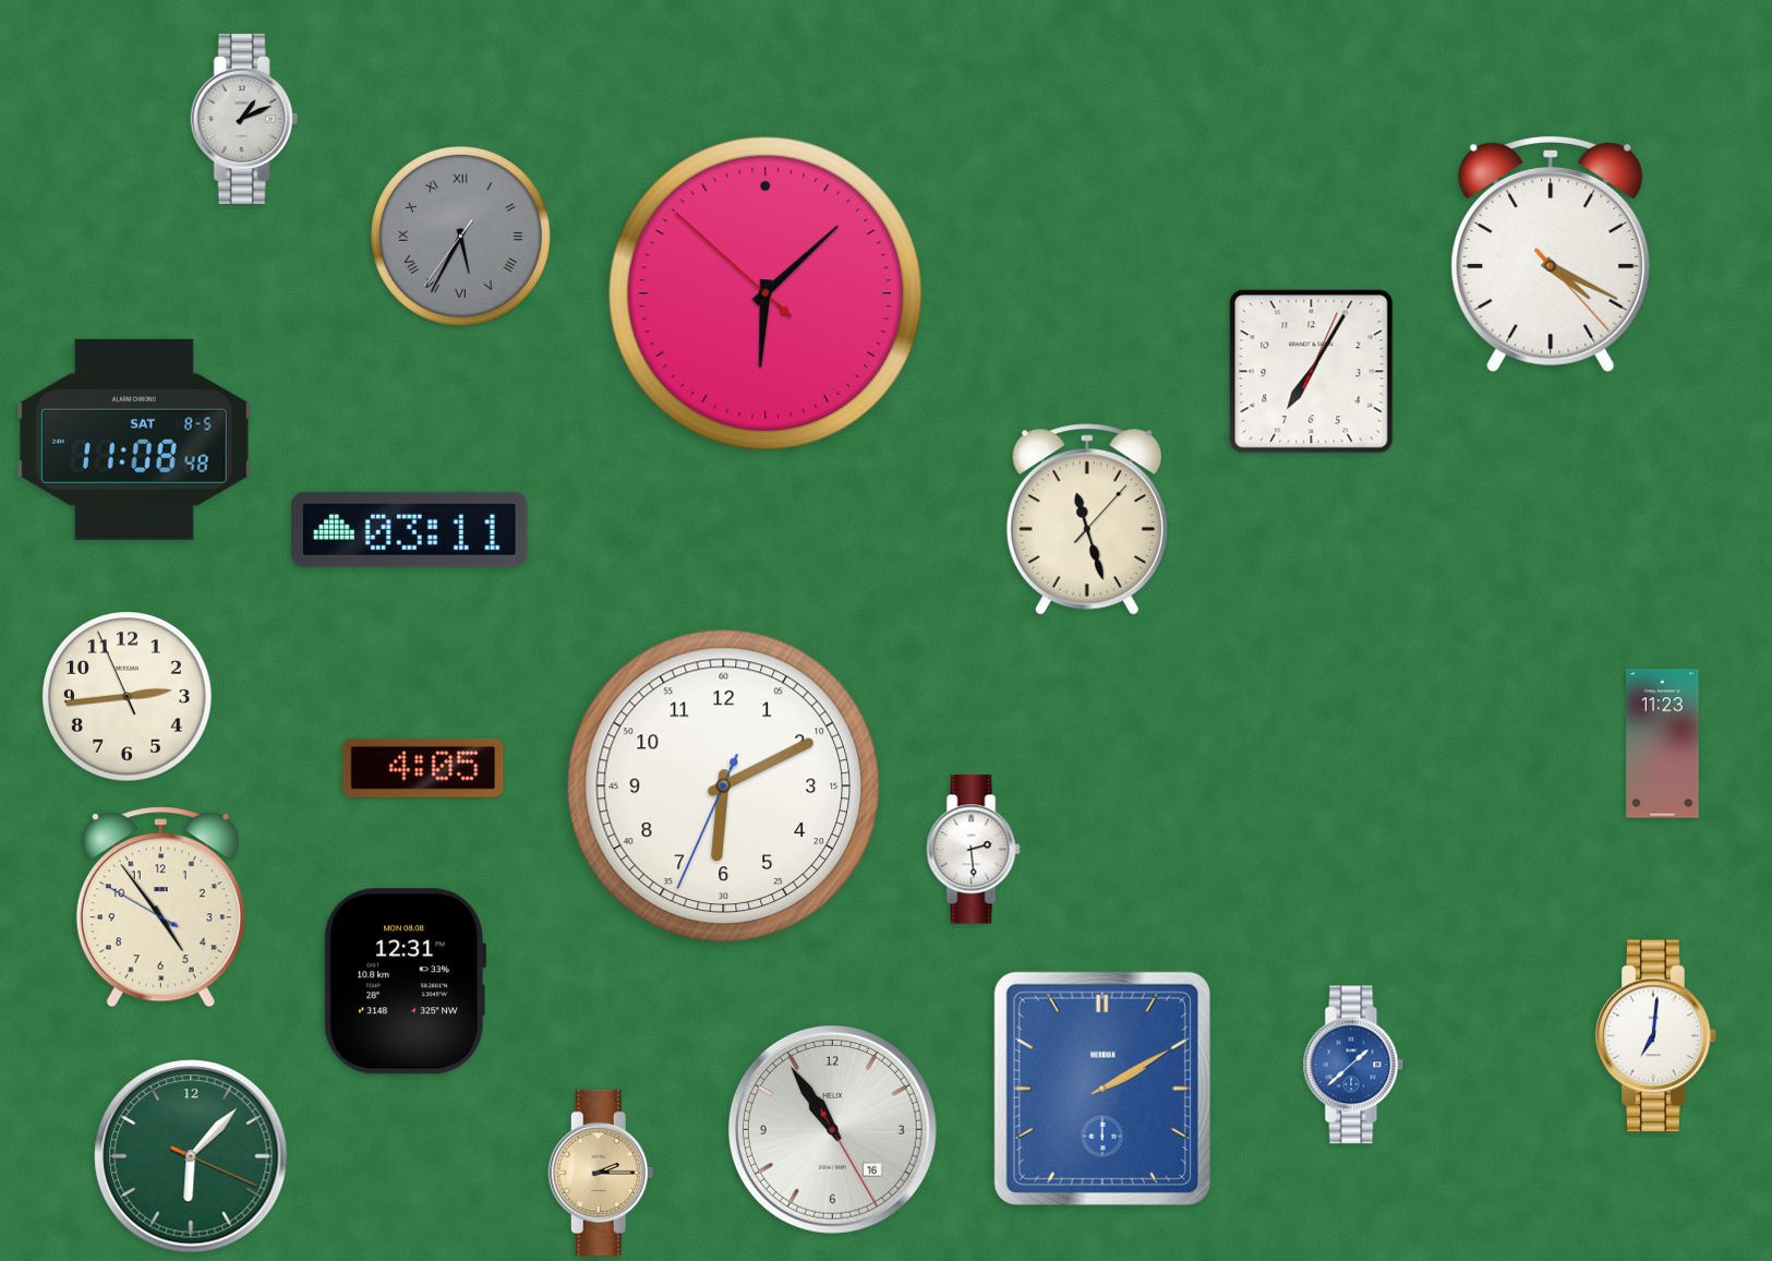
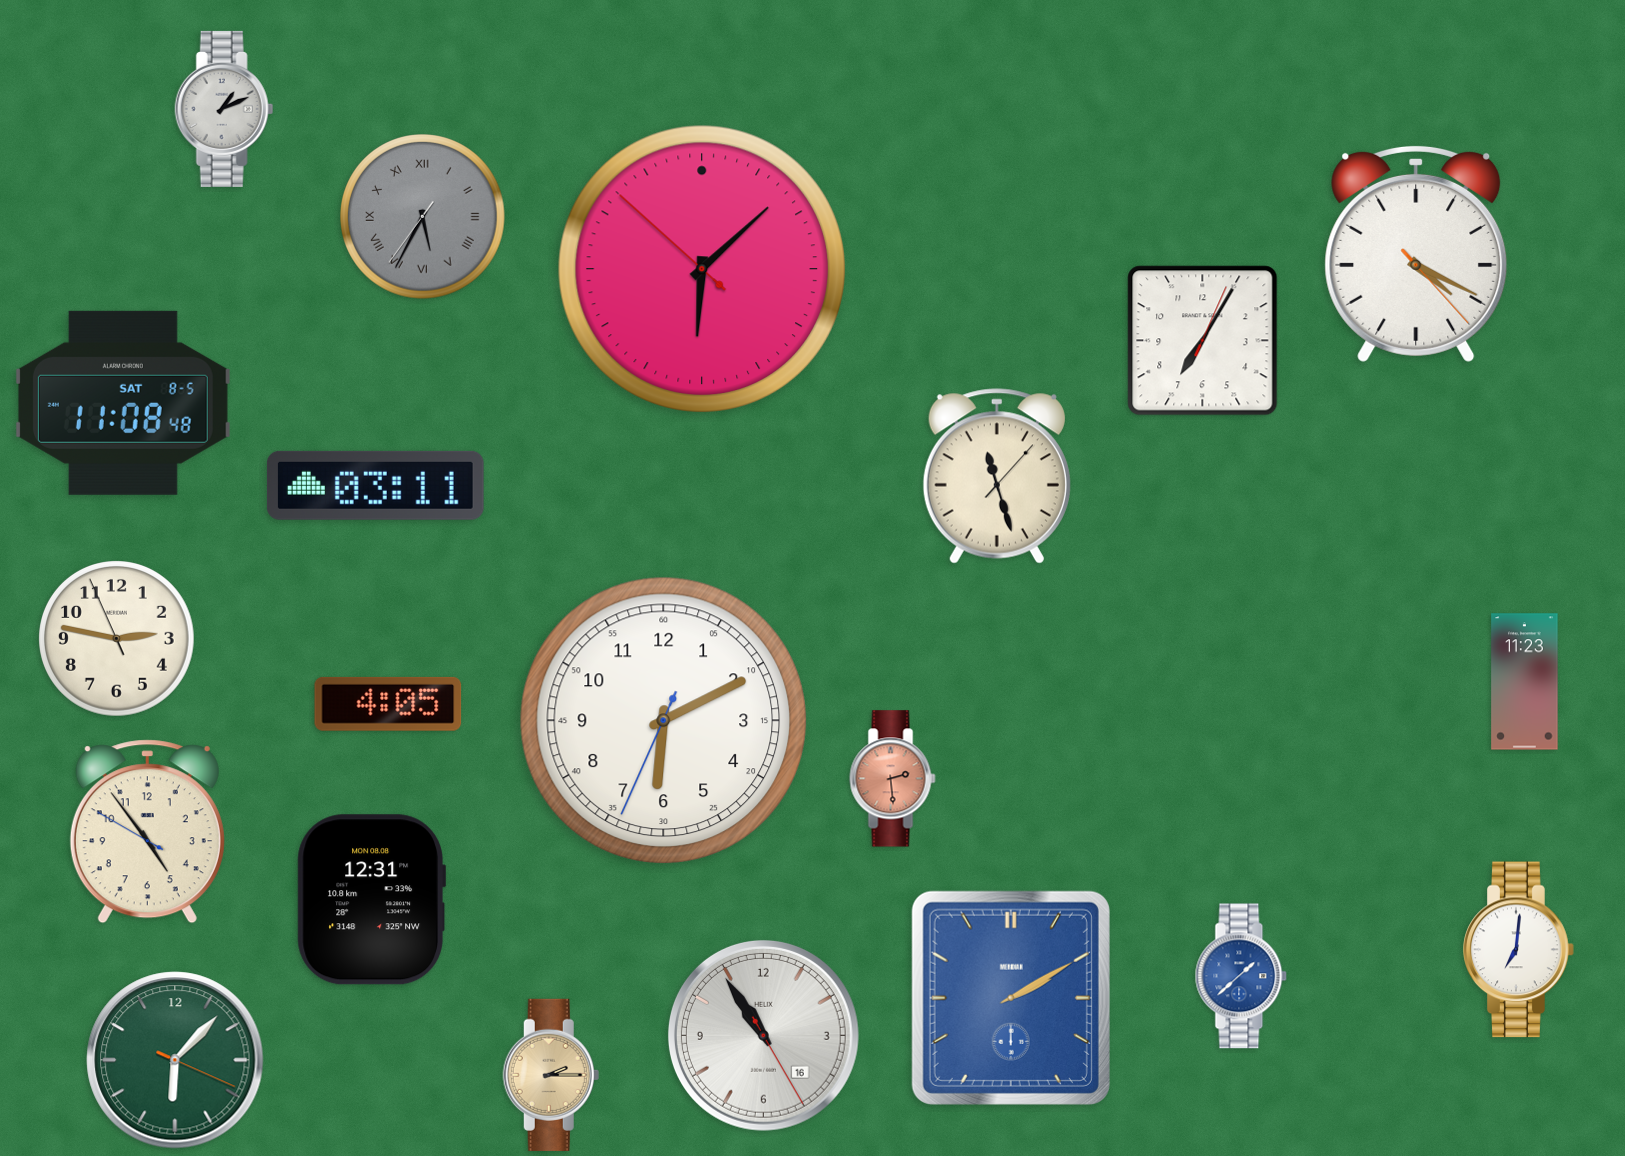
clock at (1551, 253) position: (1551, 253) -> (1416, 253)
clock at (128, 697): 2:43 -> 2:46
clock at (974, 850) dial: white -> salmon
